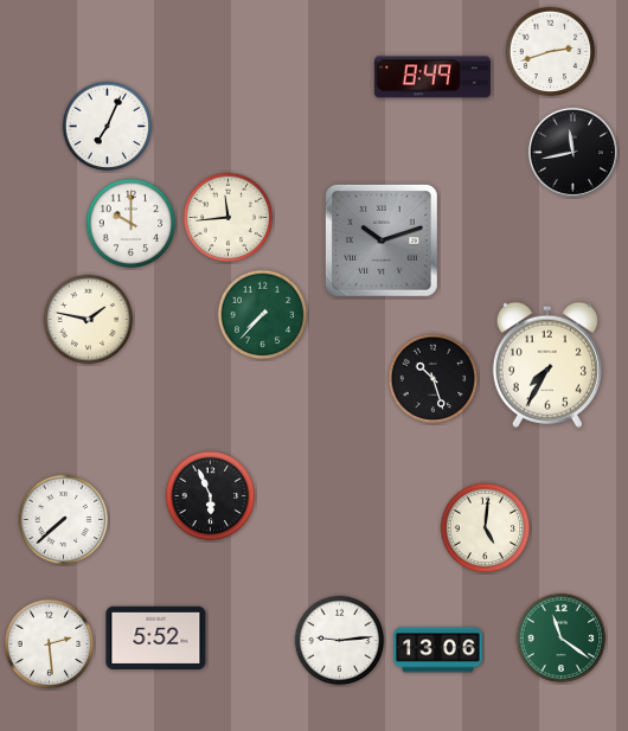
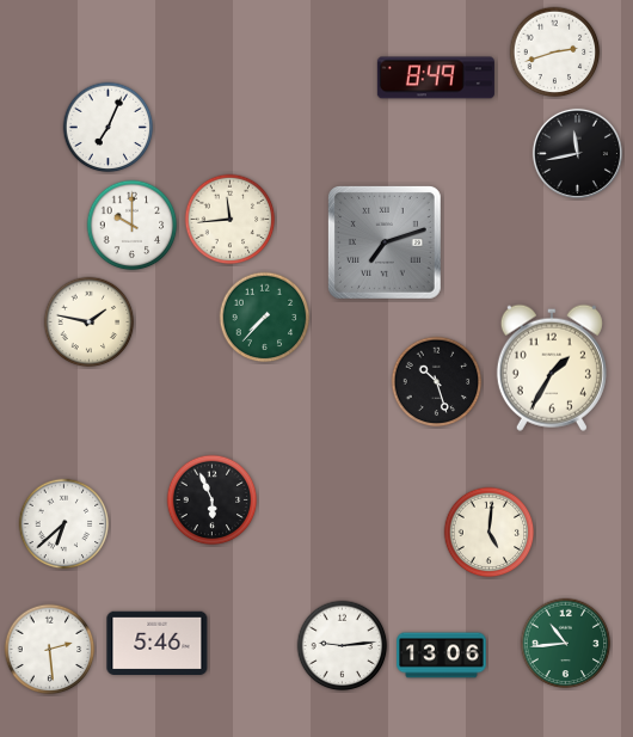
clock at (382, 241): 10:12 -> 7:12
clock at (547, 365): 7:35 -> 1:35
clock at (64, 520): 7:38 -> 6:38
clock at (156, 637): 5:52 -> 5:46
clock at (562, 639): 11:21 -> 10:44
